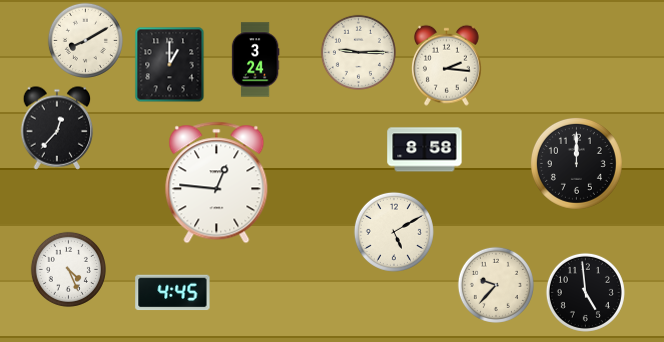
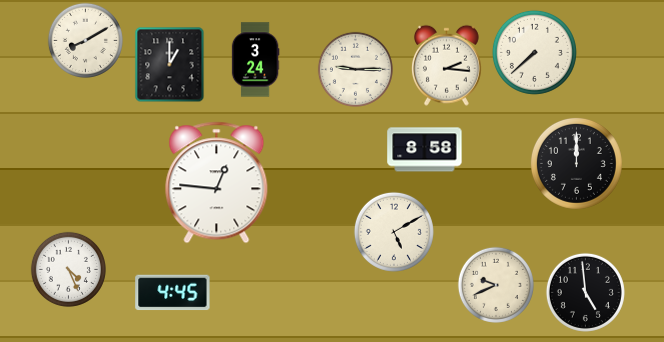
clock at (358, 52) position: (358, 52) -> (355, 69)
clock at (534, 52): none -> 7:38
clock at (57, 128): 12:37 -> none
clock at (496, 285): 9:37 -> 9:41
